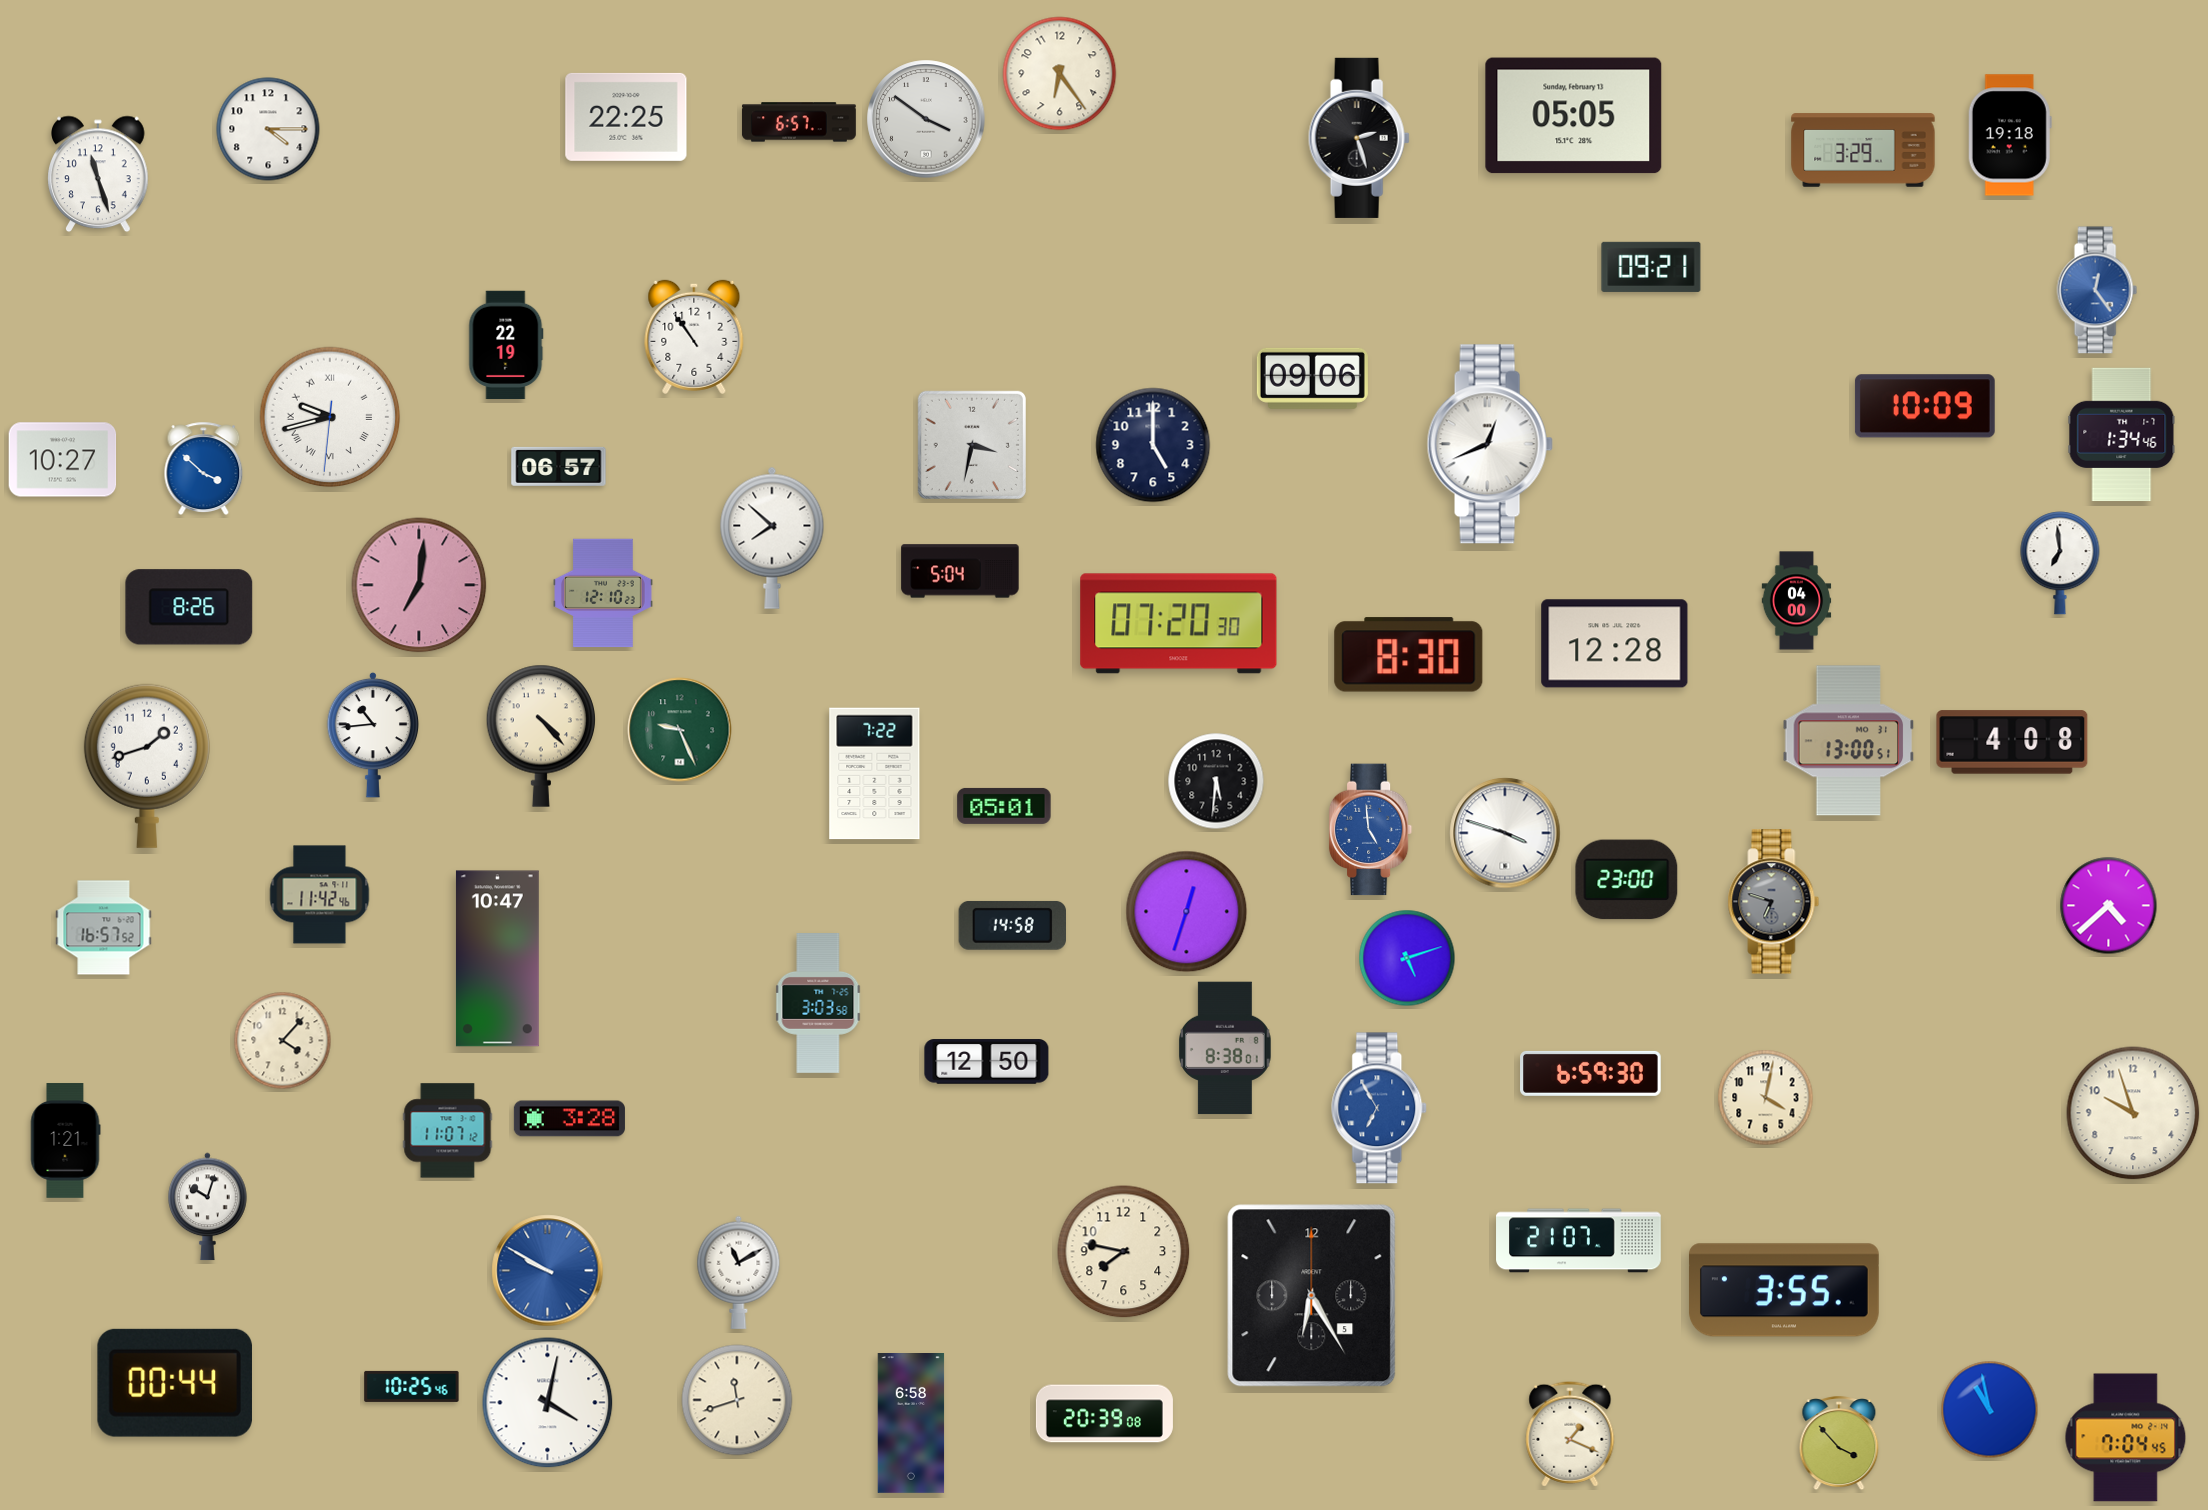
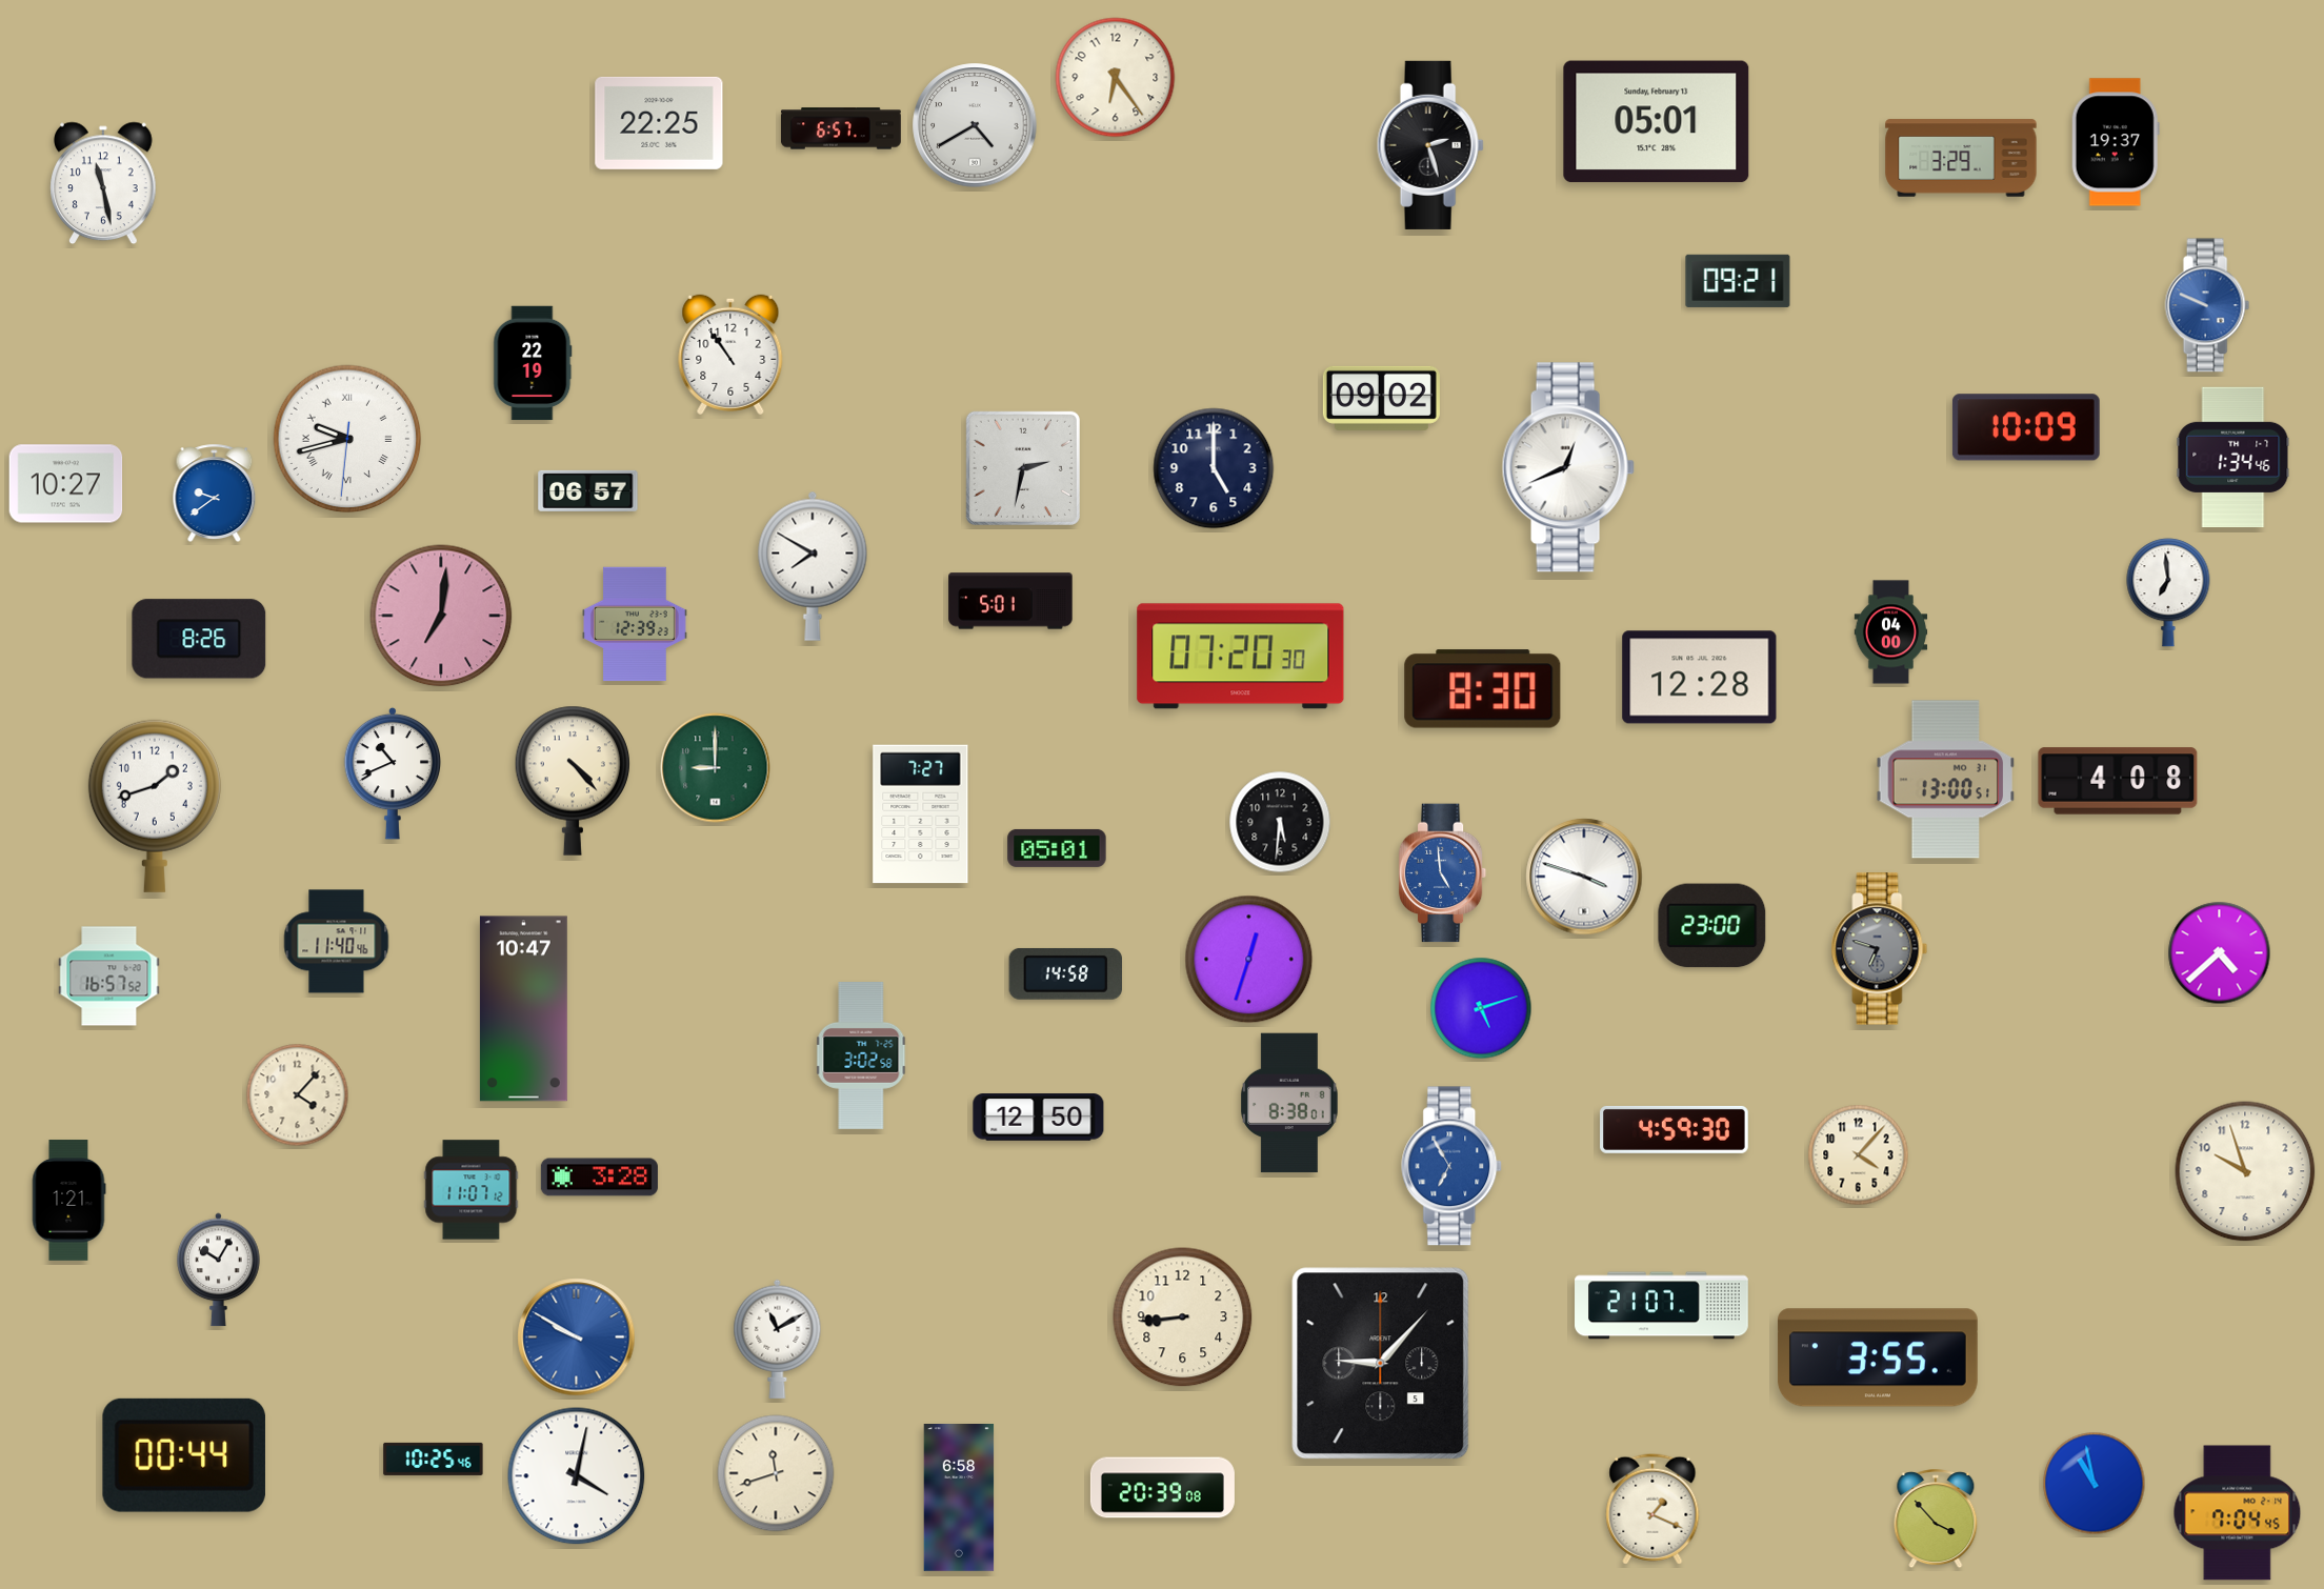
clock at (1574, 116): 05:05 -> 05:01
clock at (926, 119): 3:51 -> 4:40
clock at (268, 129): 4:15 -> none
clock at (2010, 135): 19:18 -> 19:37
clock at (98, 174): 11:27 -> 11:28
clock at (2097, 290): 12:24 -> 9:49
clock at (1312, 378): 09:06 -> 09:02
clock at (972, 445): 3:32 -> 2:32
clock at (204, 469): 3:52 -> 9:39
clock at (772, 538): 7:52 -> 7:50
clock at (960, 571): 5:04 -> 5:01
clock at (604, 593): 12:10 -> 12:39
clock at (680, 730): 9:26 -> 9:00
clock at (373, 735): 10:44 -> 10:41
clock at (540, 736) position: (540, 736) -> (572, 781)
clock at (875, 774): 7:22 -> 7:27
clock at (320, 895): 11:42 -> 11:40
clock at (1774, 902) position: (1774, 902) -> (1880, 949)
clock at (818, 1004): 3:03 -> 3:02
clock at (1591, 1073): 6:59 -> 4:59
clock at (1766, 1098): 4:02 -> 4:07
clock at (208, 1207): 10:03 -> 10:05
clock at (1124, 1252): 7:47 -> 8:44
clock at (1312, 1296): 6:25 -> 9:07
